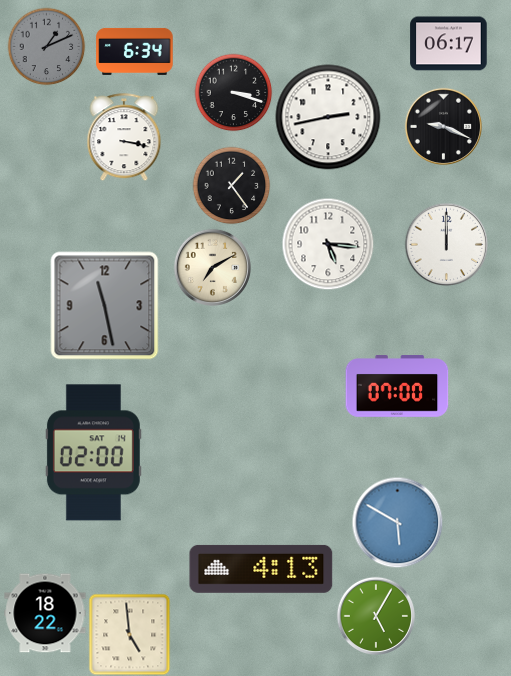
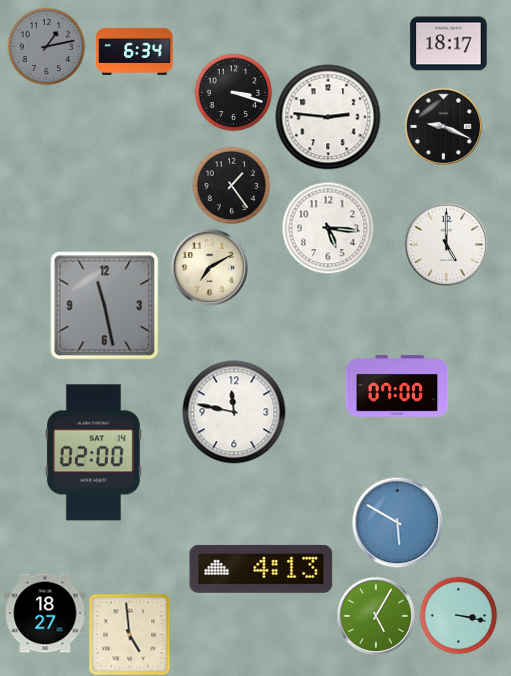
clock at (449, 44): 06:17 -> 18:17
clock at (46, 46): 1:11 -> 1:13
clock at (328, 117): 2:43 -> 2:46
clock at (124, 137): 3:17 -> none
clock at (328, 244) position: (328, 244) -> (328, 228)
clock at (446, 244): 12:00 -> 5:00
clock at (212, 267) position: (212, 267) -> (209, 267)
clock at (234, 412): none -> 11:47
clock at (45, 613): 18:22 -> 18:27
clock at (458, 615): none -> 3:17
